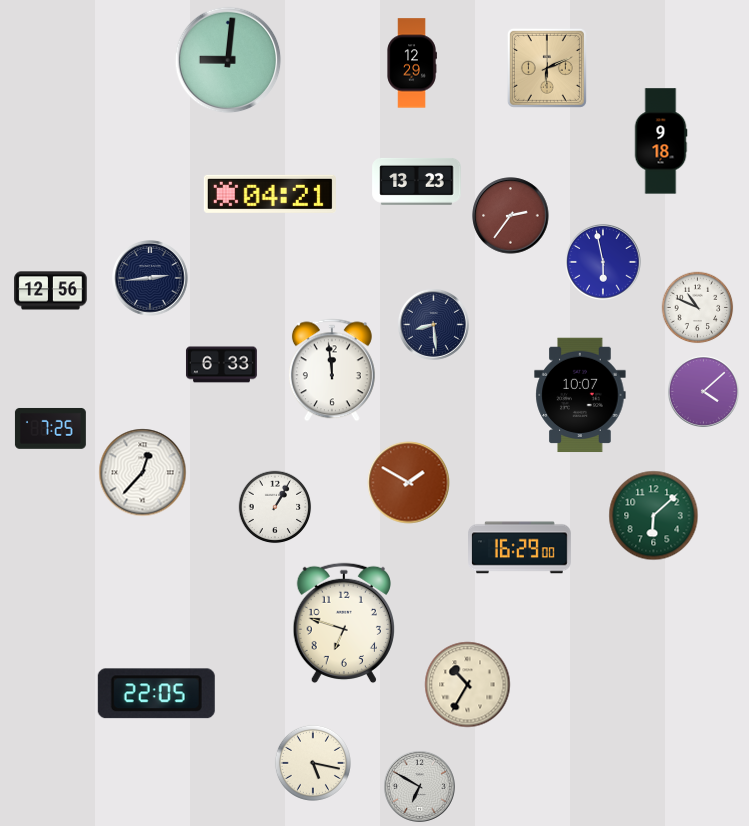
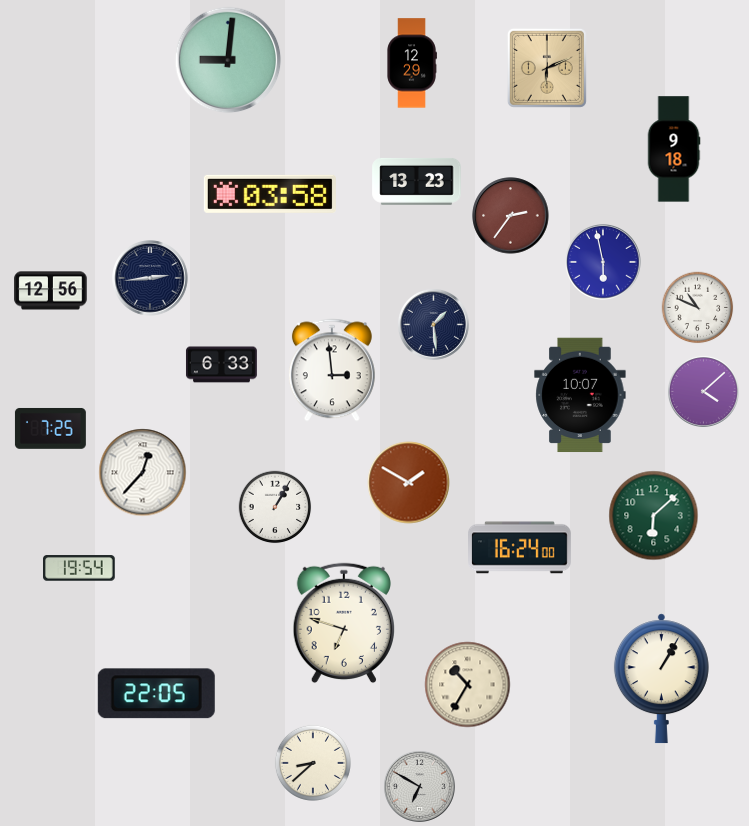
clock at (661, 141) position: (661, 141) -> (674, 149)
clock at (270, 194): 04:21 -> 03:58
clock at (433, 324): 8:29 -> 1:29
clock at (332, 370): 11:59 -> 2:59
clock at (520, 548): 16:29 -> 16:24
clock at (80, 568): none -> 19:54
clock at (661, 679): none -> 1:05
clock at (313, 763): 5:17 -> 8:38
